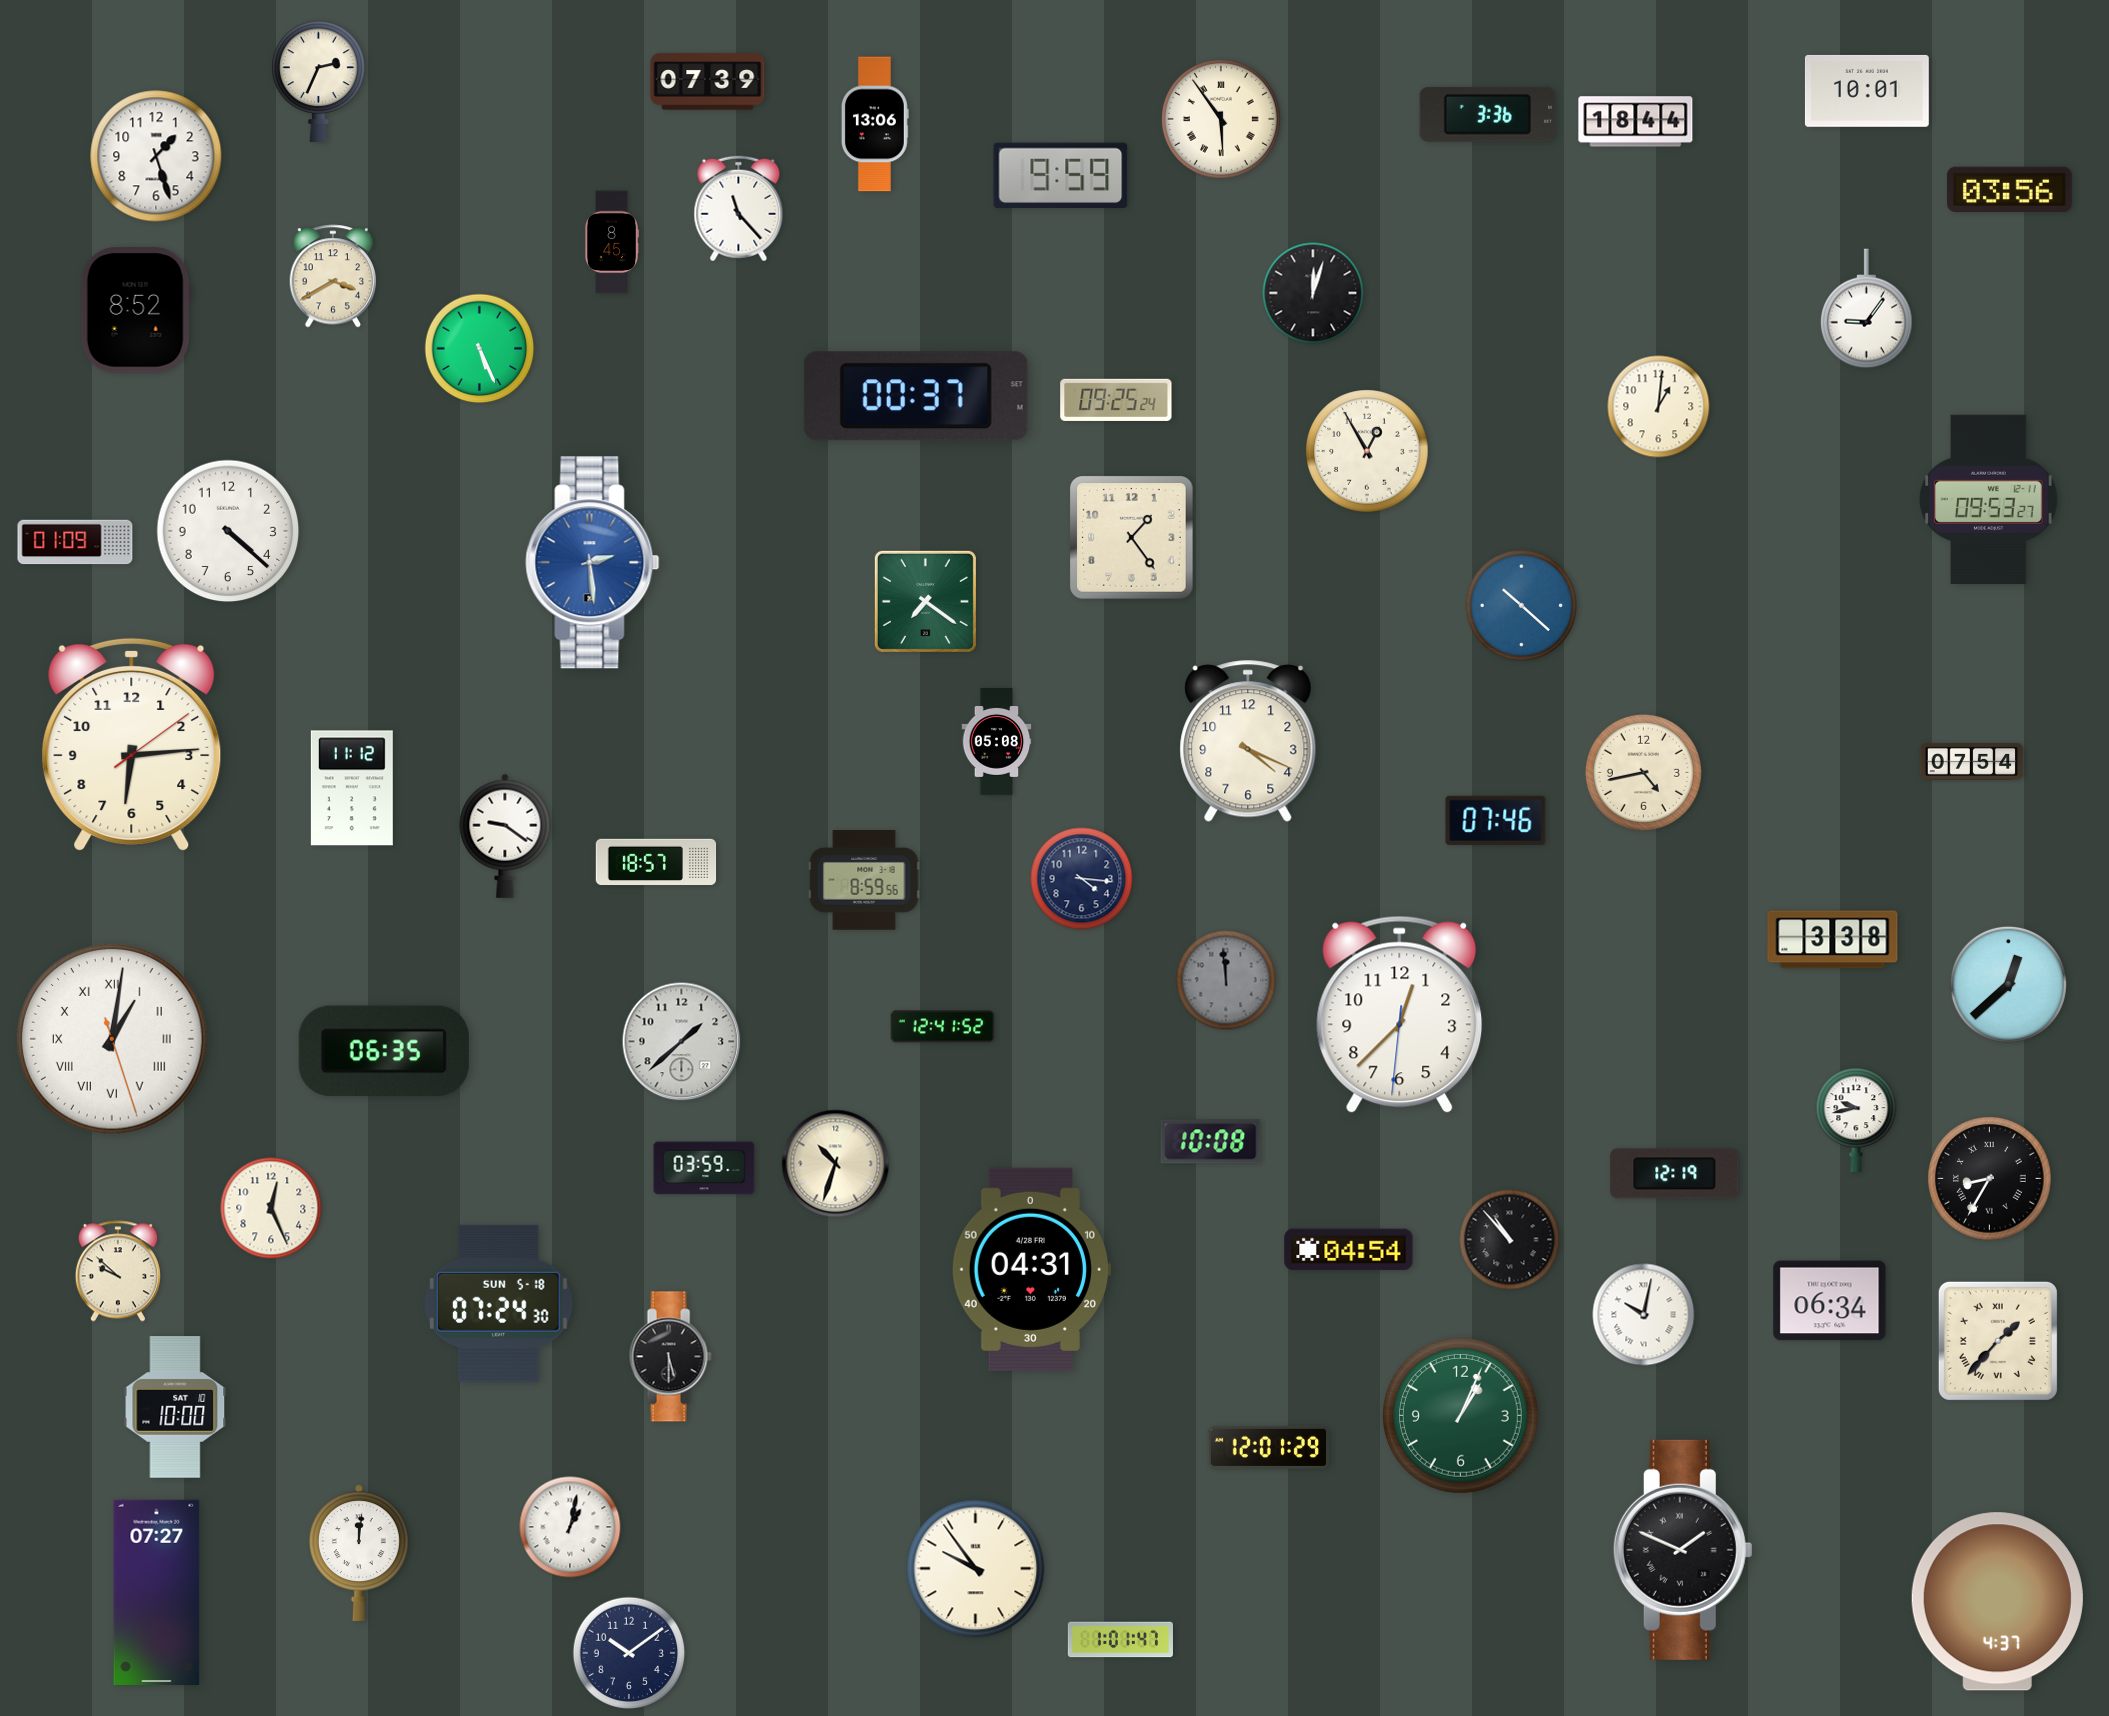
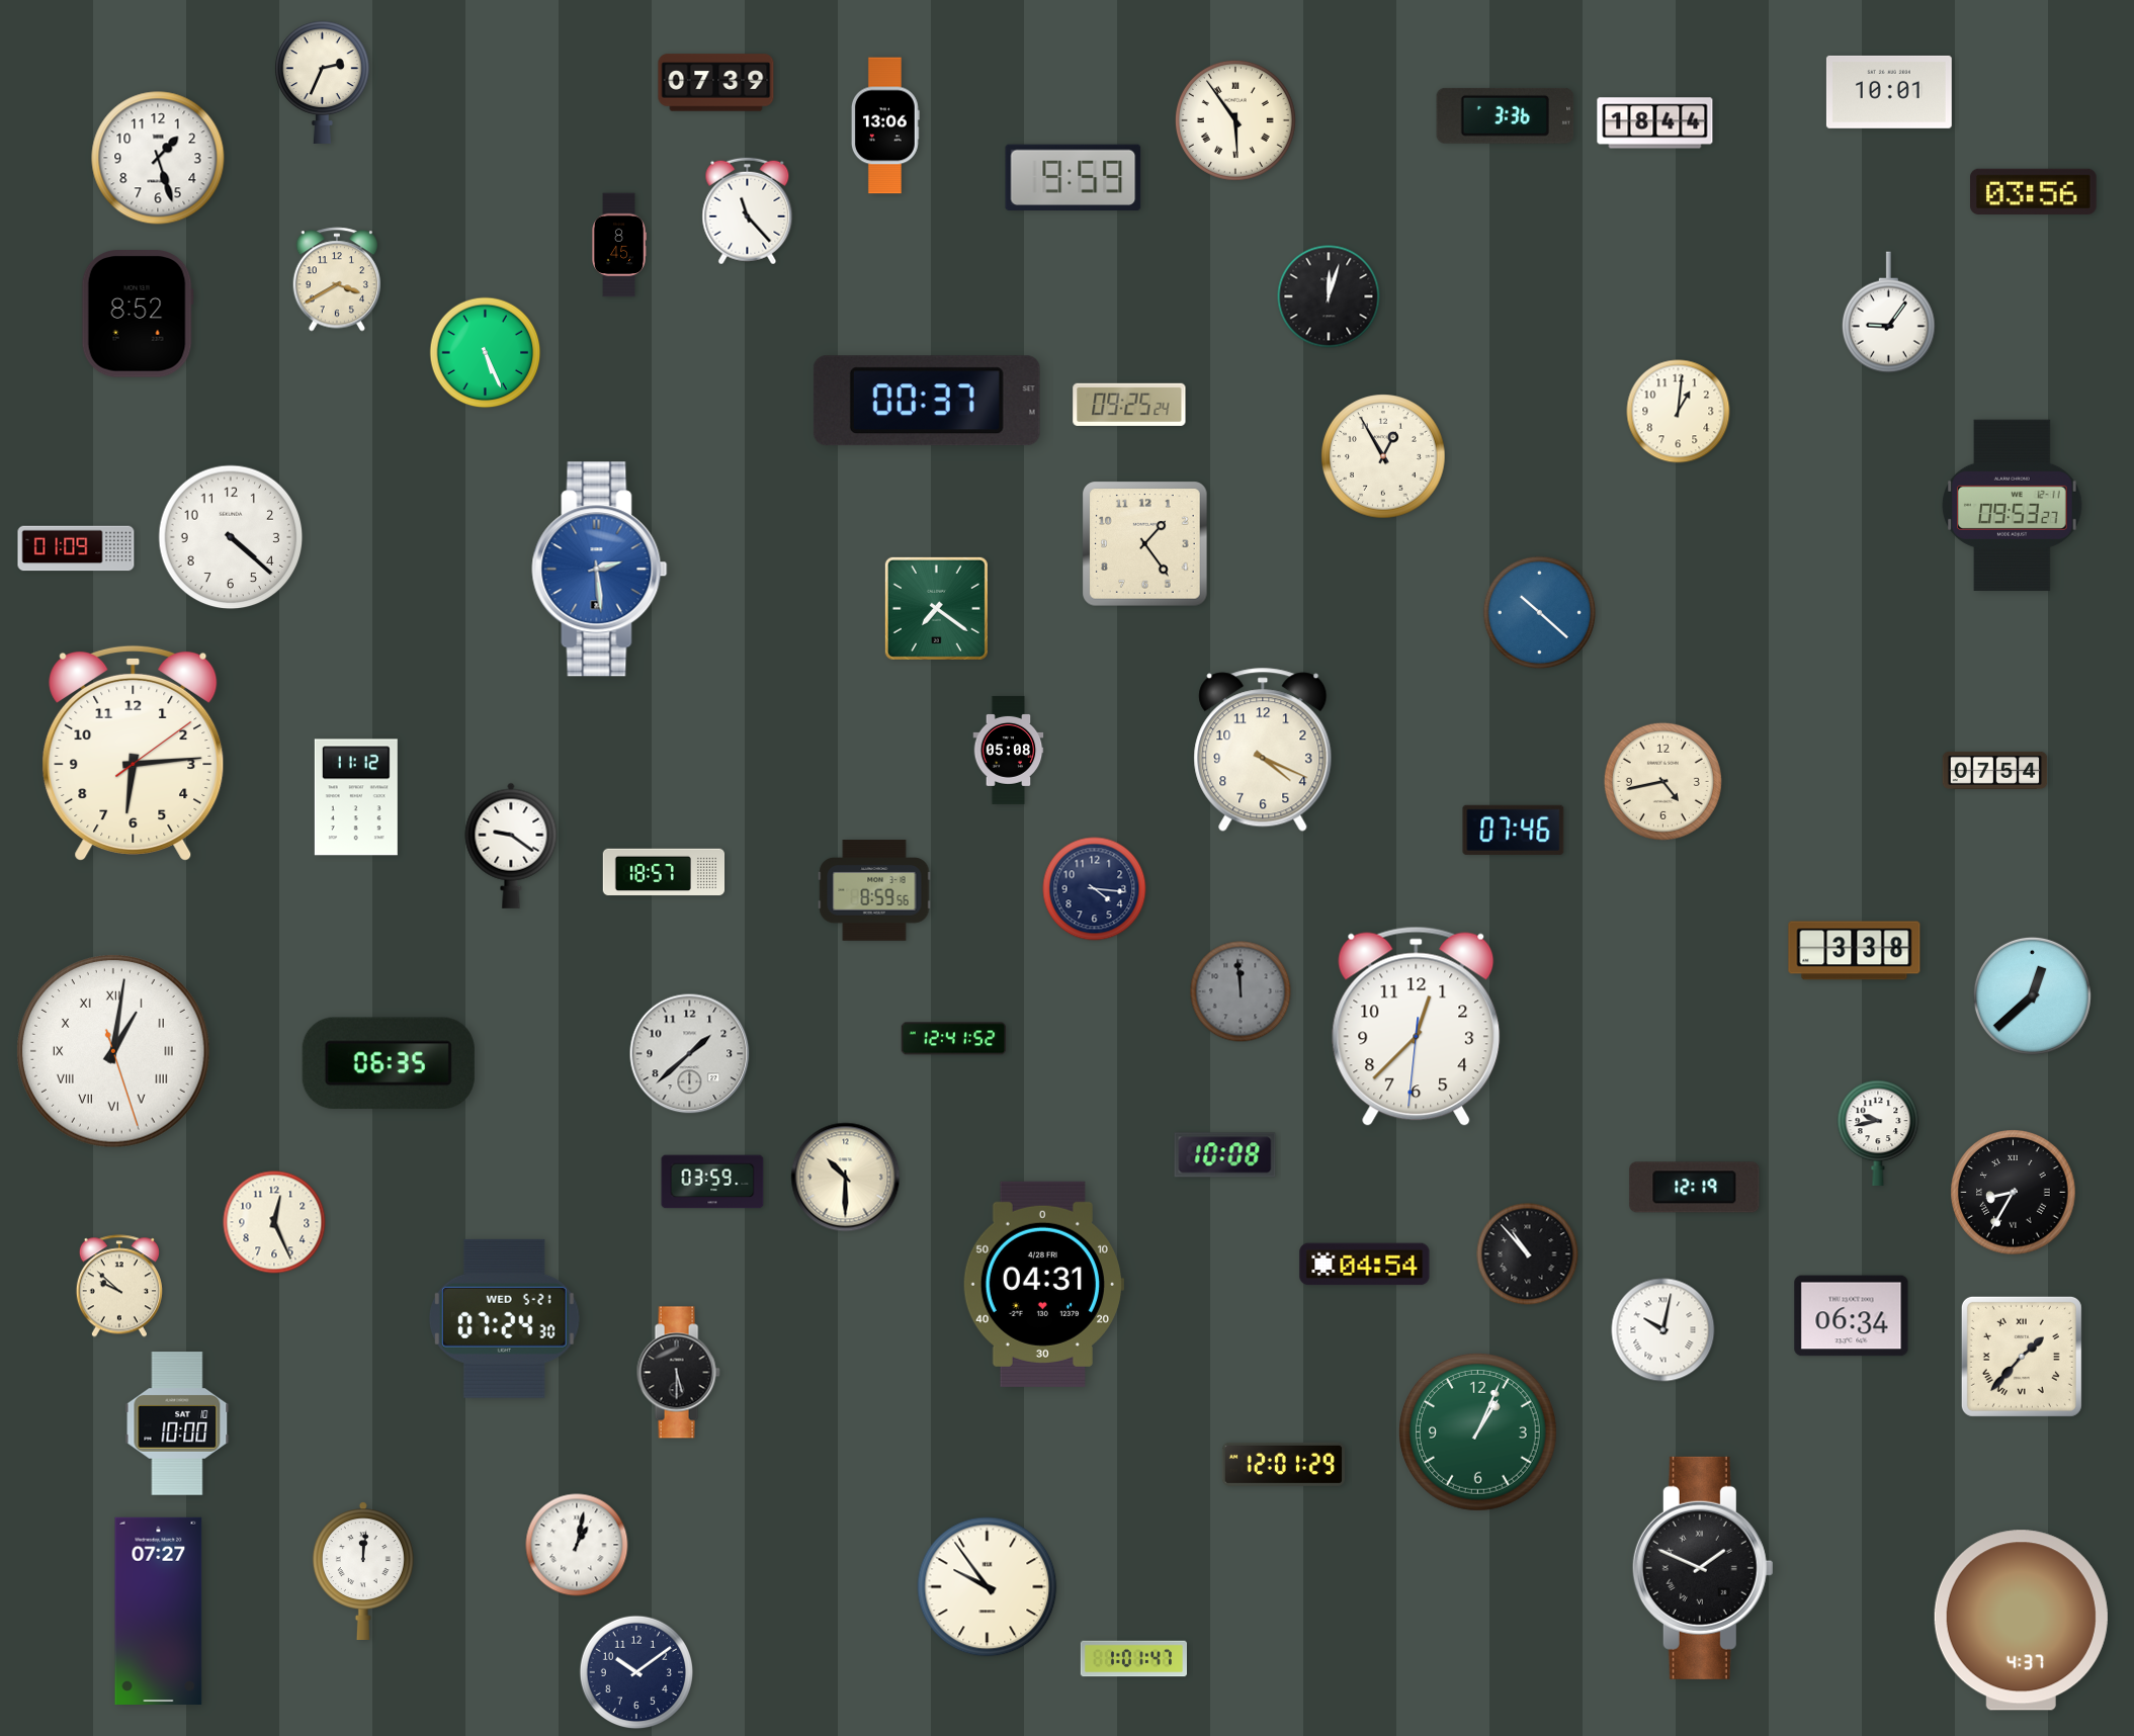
clock at (836, 1164): 10:33 -> 10:30
clock at (498, 1303) date: SUN 5-18 -> WED 5-21
